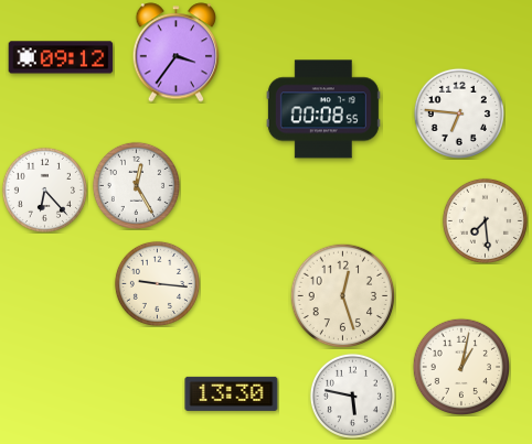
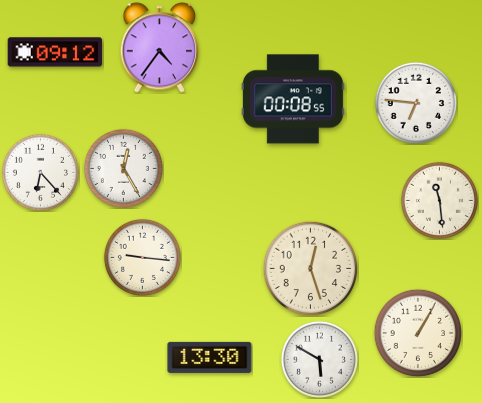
clock at (177, 53): 3:36 -> 4:36
clock at (485, 220): 7:29 -> 11:29
clock at (460, 366): 1:02 -> 1:05
clock at (352, 396): 5:47 -> 5:50
